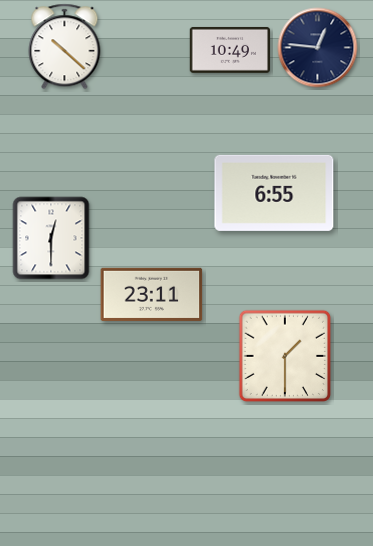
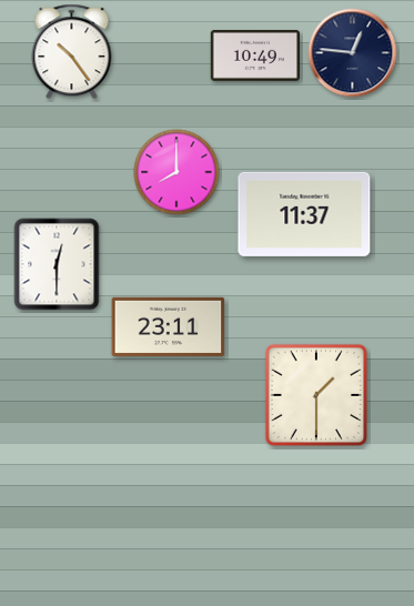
clock at (65, 47): 10:22 -> 10:24
clock at (176, 172): none -> 8:00
clock at (274, 193): 6:55 -> 11:37
